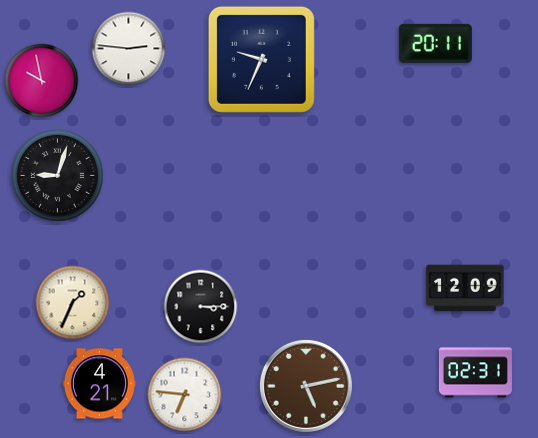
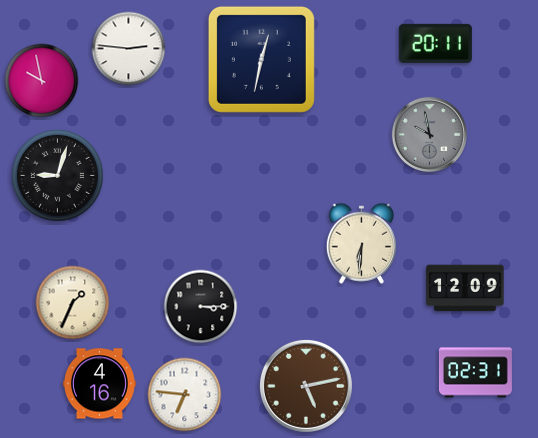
clock at (261, 59): 9:34 -> 12:32
clock at (429, 134): none -> 9:58
clock at (361, 243): none -> 6:31
clock at (99, 384): 4:21 -> 4:16
